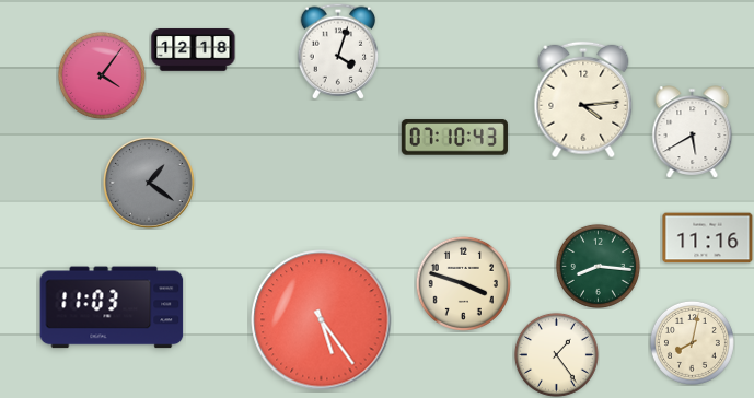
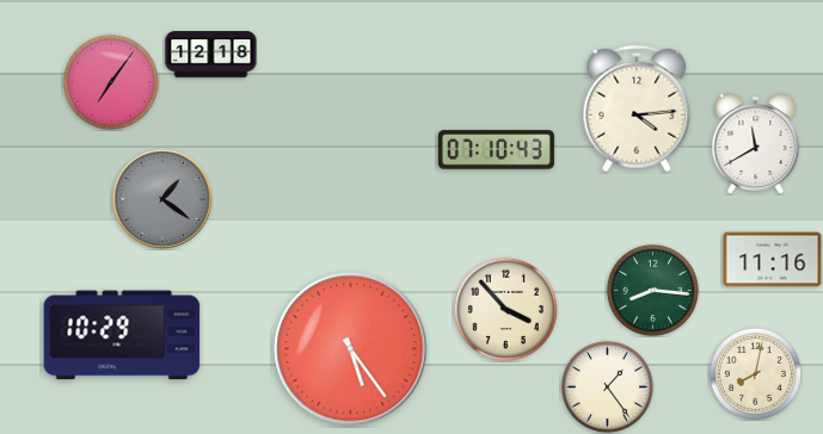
clock at (338, 51): 4:03 -> none
clock at (102, 75): 4:06 -> 7:06
clock at (693, 132): 5:40 -> 11:40
clock at (463, 283): 3:48 -> 3:53
clock at (112, 307): 11:03 -> 10:29
